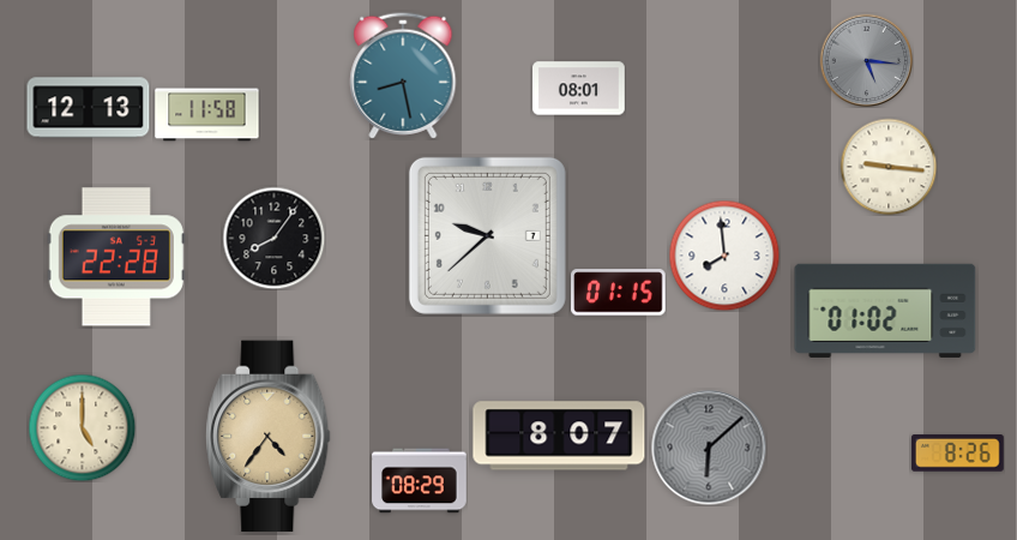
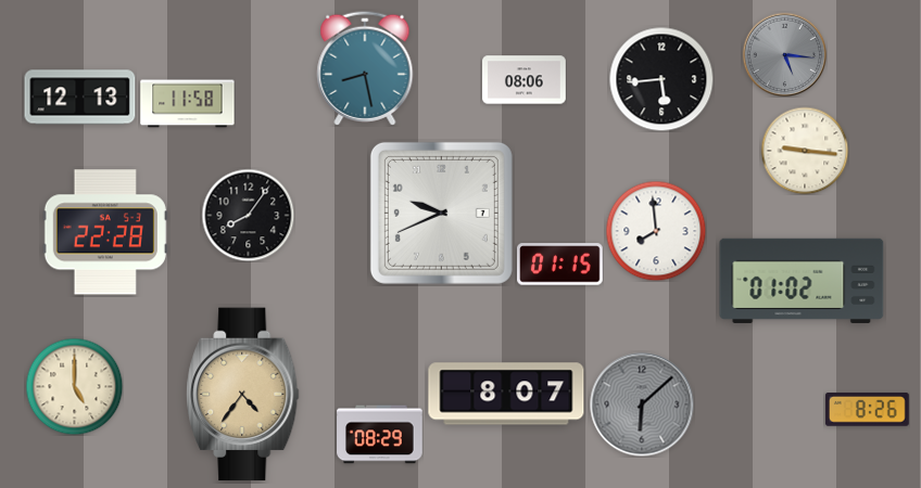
clock at (661, 79): none -> 5:44
clock at (579, 89): 08:01 -> 08:06
clock at (487, 235): 9:38 -> 9:41
